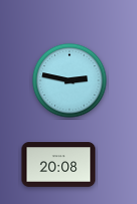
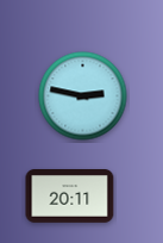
clock at (59, 165): 20:08 -> 20:11
